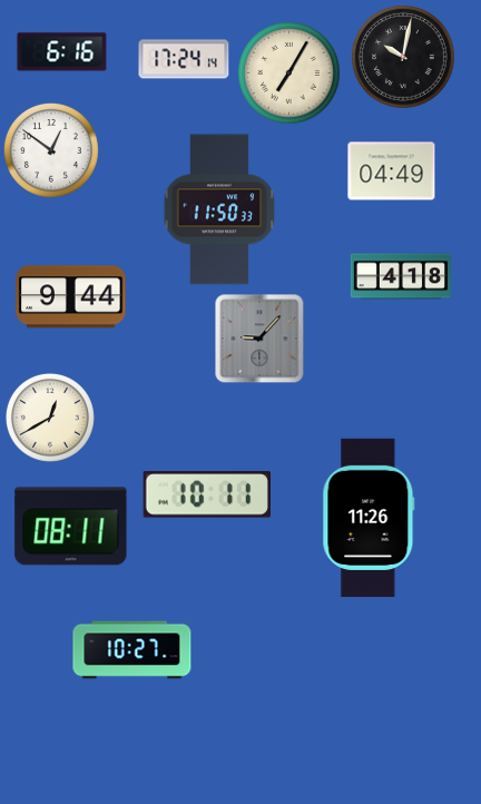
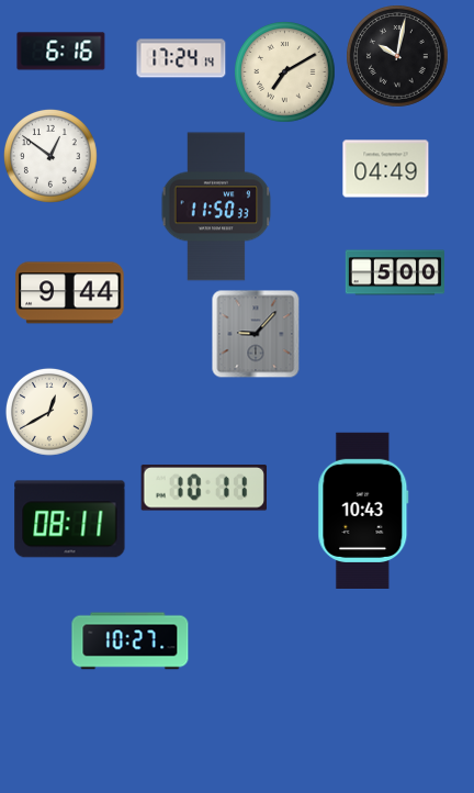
clock at (289, 73): 7:05 -> 7:10
clock at (51, 150) position: (51, 150) -> (50, 156)
clock at (400, 276): 4:18 -> 5:00
clock at (369, 517): 11:26 -> 10:43
